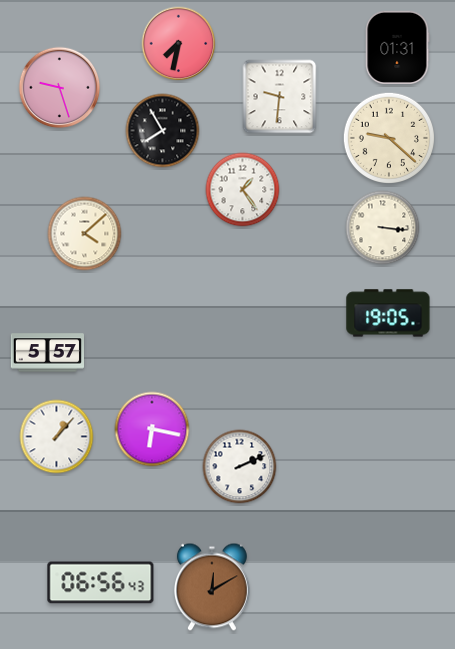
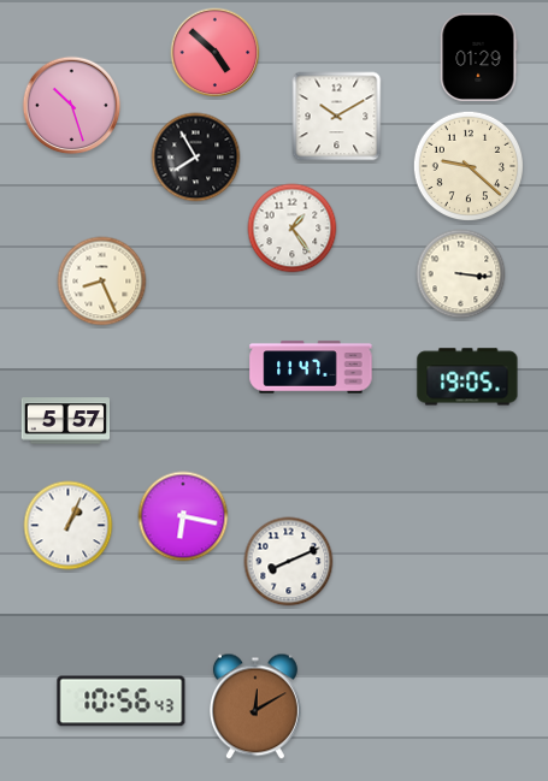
clock at (179, 44): 7:32 -> 4:52
clock at (397, 47): 01:31 -> 01:29
clock at (60, 88): 9:27 -> 10:27
clock at (280, 97): 9:31 -> 10:10
clock at (85, 234): 4:08 -> 8:26
clock at (311, 367): none -> 11:47
clock at (47, 353) position: (47, 353) -> (65, 421)
clock at (57, 437): 1:07 -> 1:04
clock at (240, 467): 2:11 -> 8:11
clock at (101, 583): 06:56 -> 10:56
